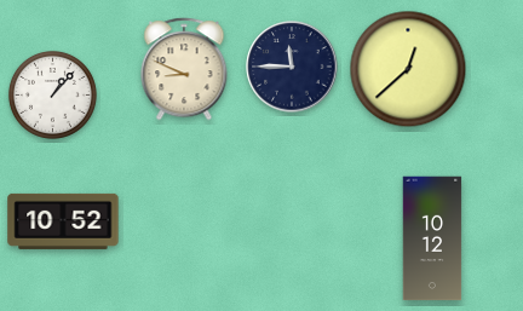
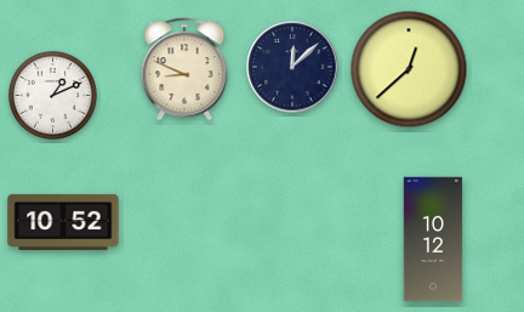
clock at (292, 67): 11:45 -> 12:08
clock at (52, 94): 1:07 -> 1:11
